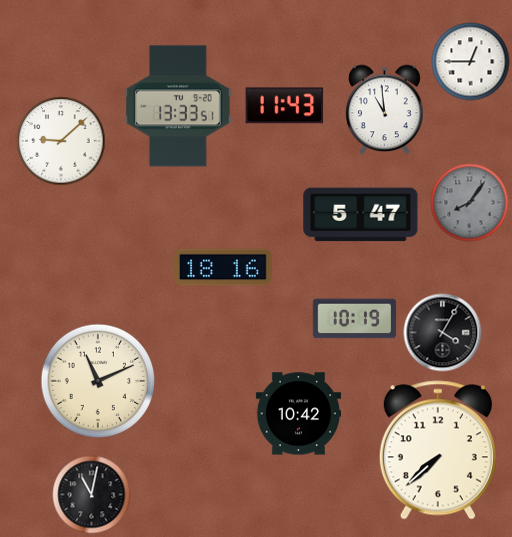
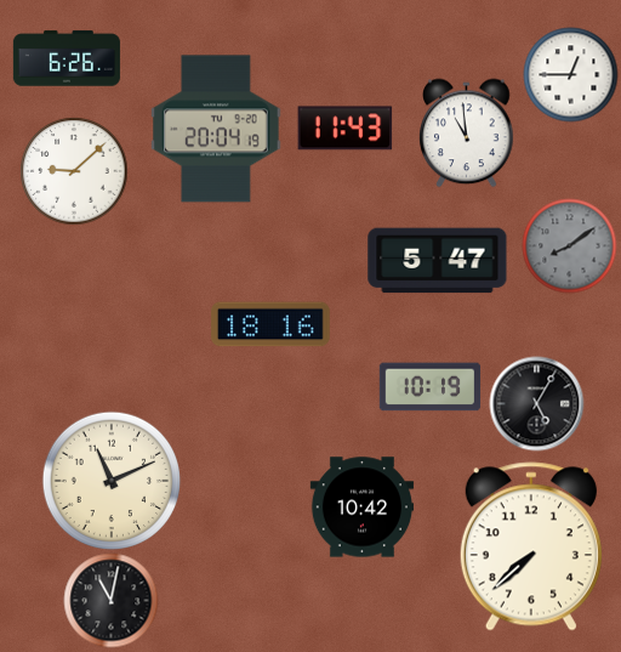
clock at (67, 58): none -> 6:26
clock at (178, 106): 13:33 -> 20:04
clock at (469, 202): 8:06 -> 8:09
clock at (442, 332): 4:05 -> 5:05
clock at (97, 380) position: (97, 380) -> (110, 480)
clock at (298, 414) position: (298, 414) -> (361, 508)
